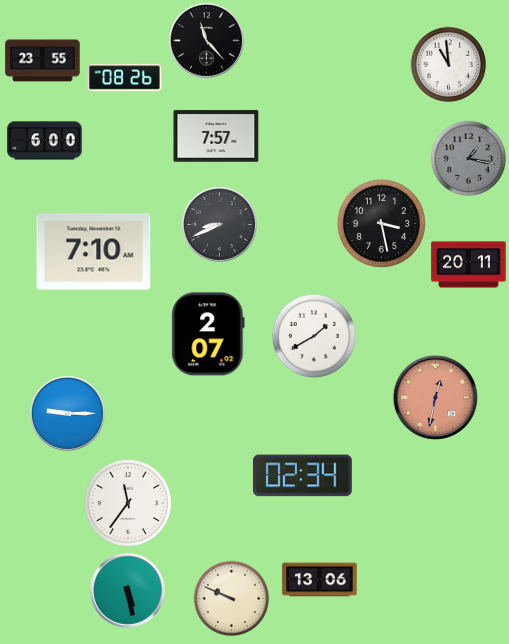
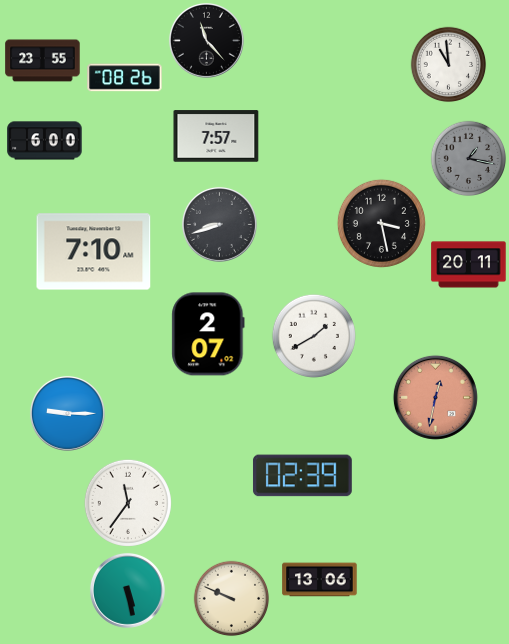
clock at (219, 224): 8:41 -> 8:42
clock at (302, 476): 02:34 -> 02:39
